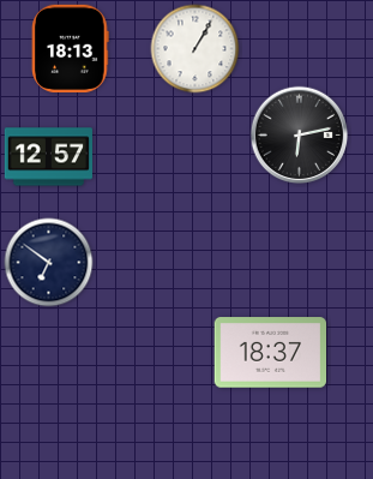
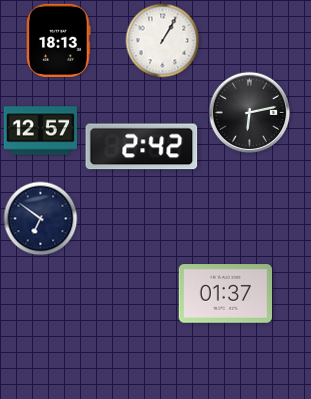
clock at (142, 147): none -> 2:42
clock at (271, 353): 18:37 -> 01:37
